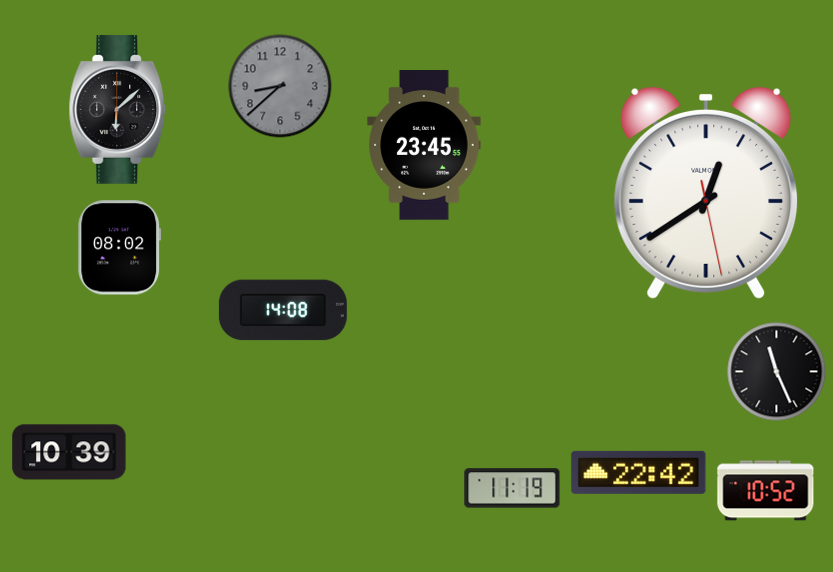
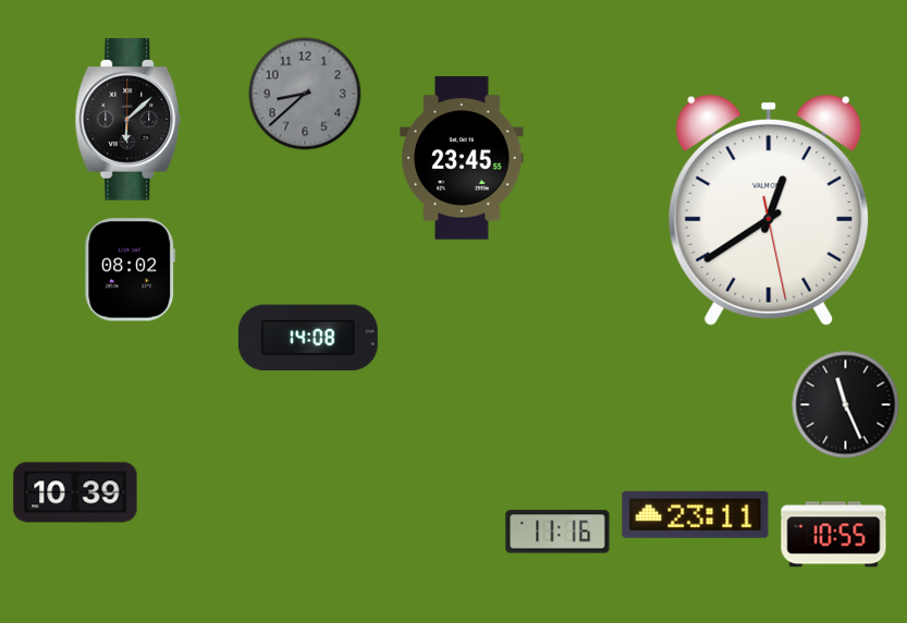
clock at (639, 472): 22:42 -> 23:11
clock at (512, 488): 11:19 -> 11:16
clock at (766, 491): 10:52 -> 10:55
